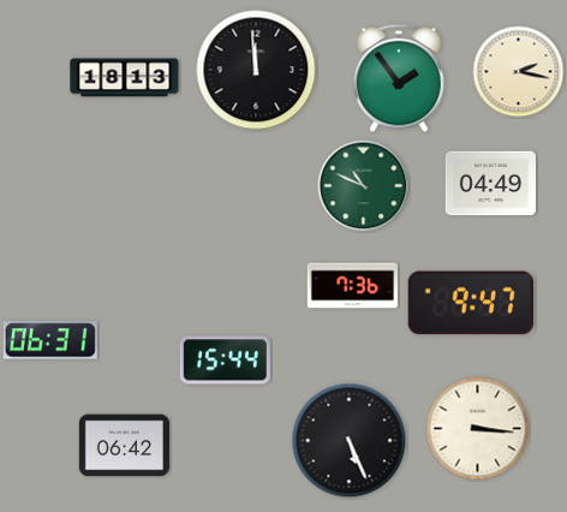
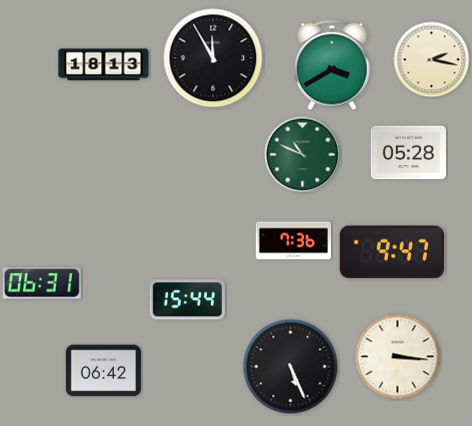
clock at (256, 70): 11:59 -> 11:55
clock at (400, 78): 1:54 -> 3:40
clock at (490, 184): 04:49 -> 05:28
clock at (352, 286) position: (352, 286) -> (293, 241)
